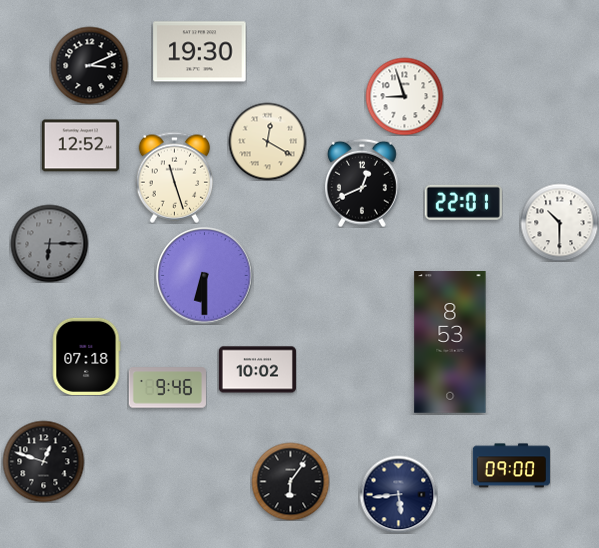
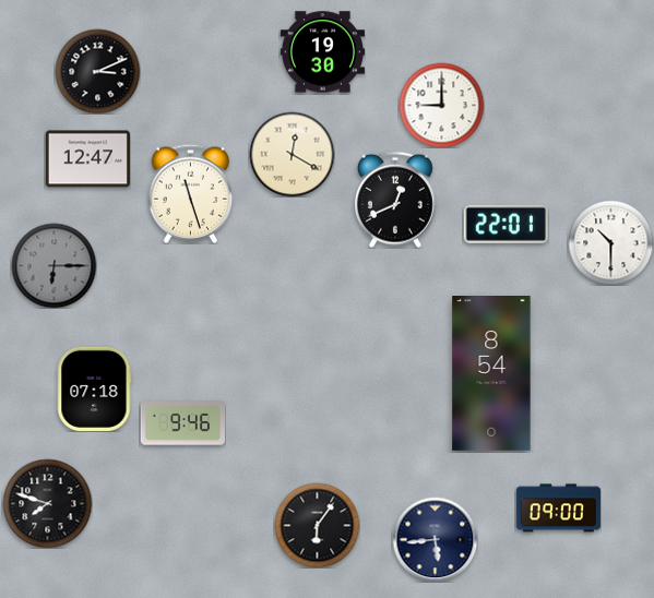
clock at (322, 52): none -> 19:30
clock at (200, 52): 19:30 -> none
clock at (404, 96): 8:57 -> 9:00
clock at (80, 146): 12:52 -> 12:47
clock at (463, 202) position: (463, 202) -> (506, 224)
clock at (205, 276): 6:30 -> none
clock at (450, 343): 8:53 -> 8:54
clock at (257, 370): 10:02 -> none
clock at (43, 461): 12:48 -> 7:48
